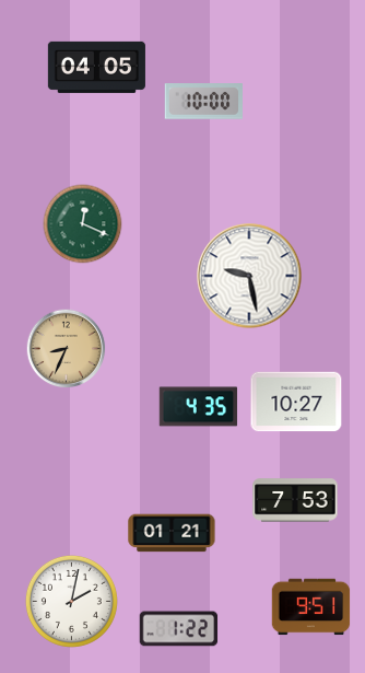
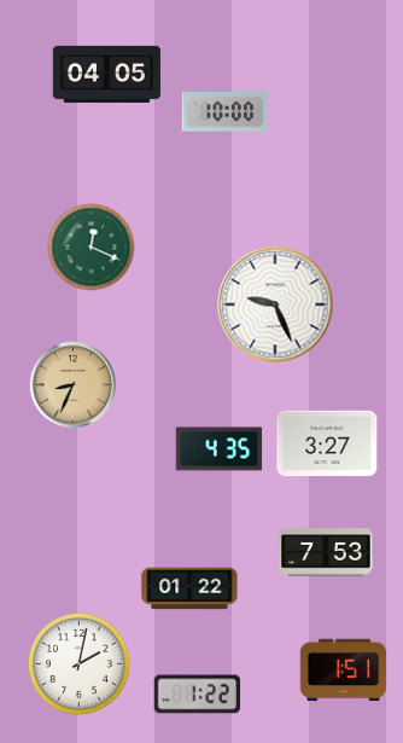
clock at (249, 276): 9:28 -> 9:26
clock at (296, 402): 10:27 -> 3:27
clock at (172, 533): 01:21 -> 01:22
clock at (311, 607): 9:51 -> 1:51
